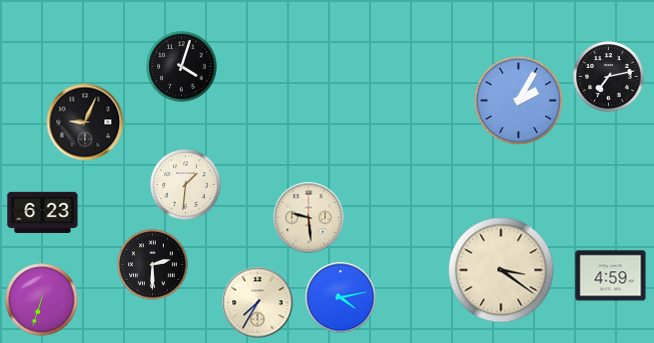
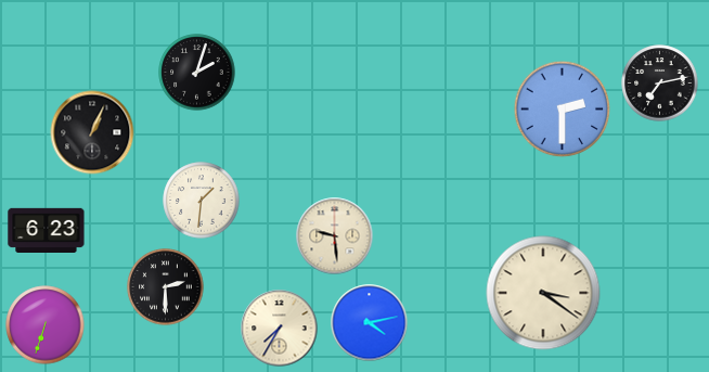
clock at (182, 67): 4:03 -> 2:03
clock at (519, 101): 2:05 -> 2:30
clock at (85, 122): 9:04 -> 1:04
clock at (611, 276): 4:59 -> none
